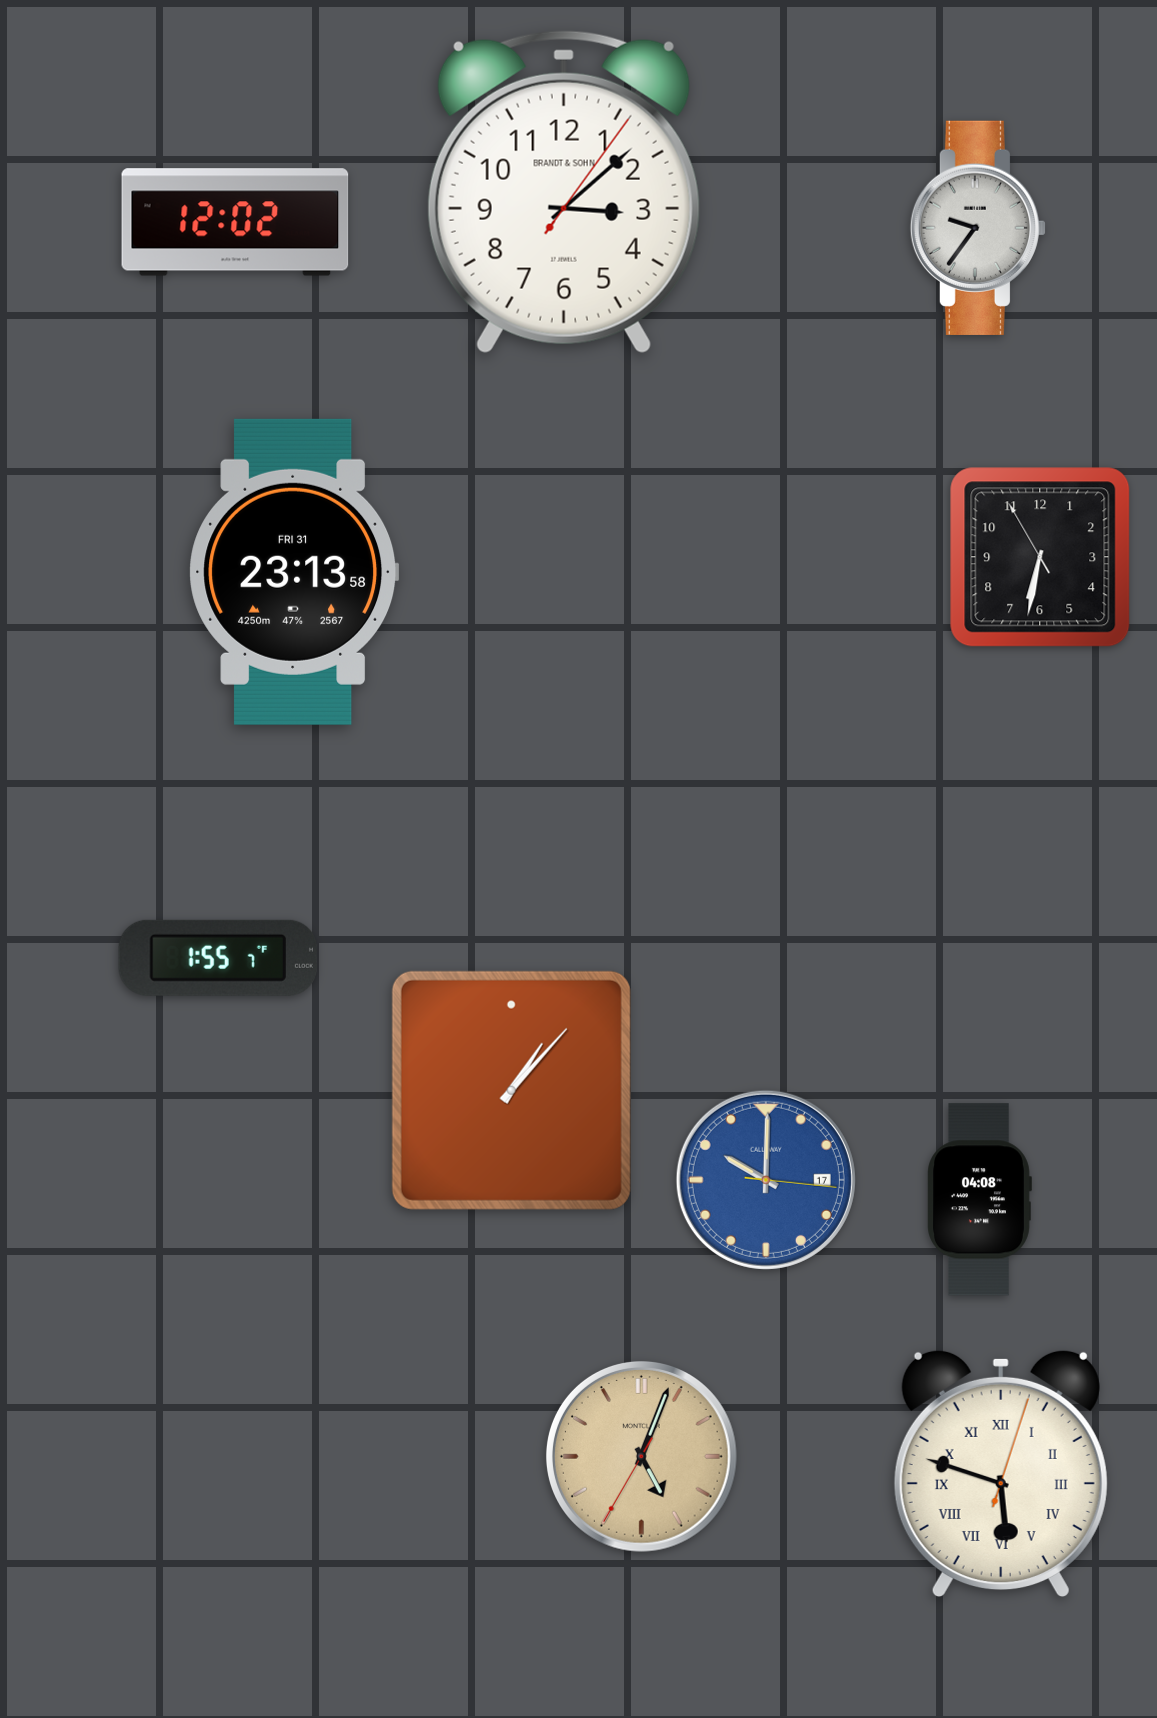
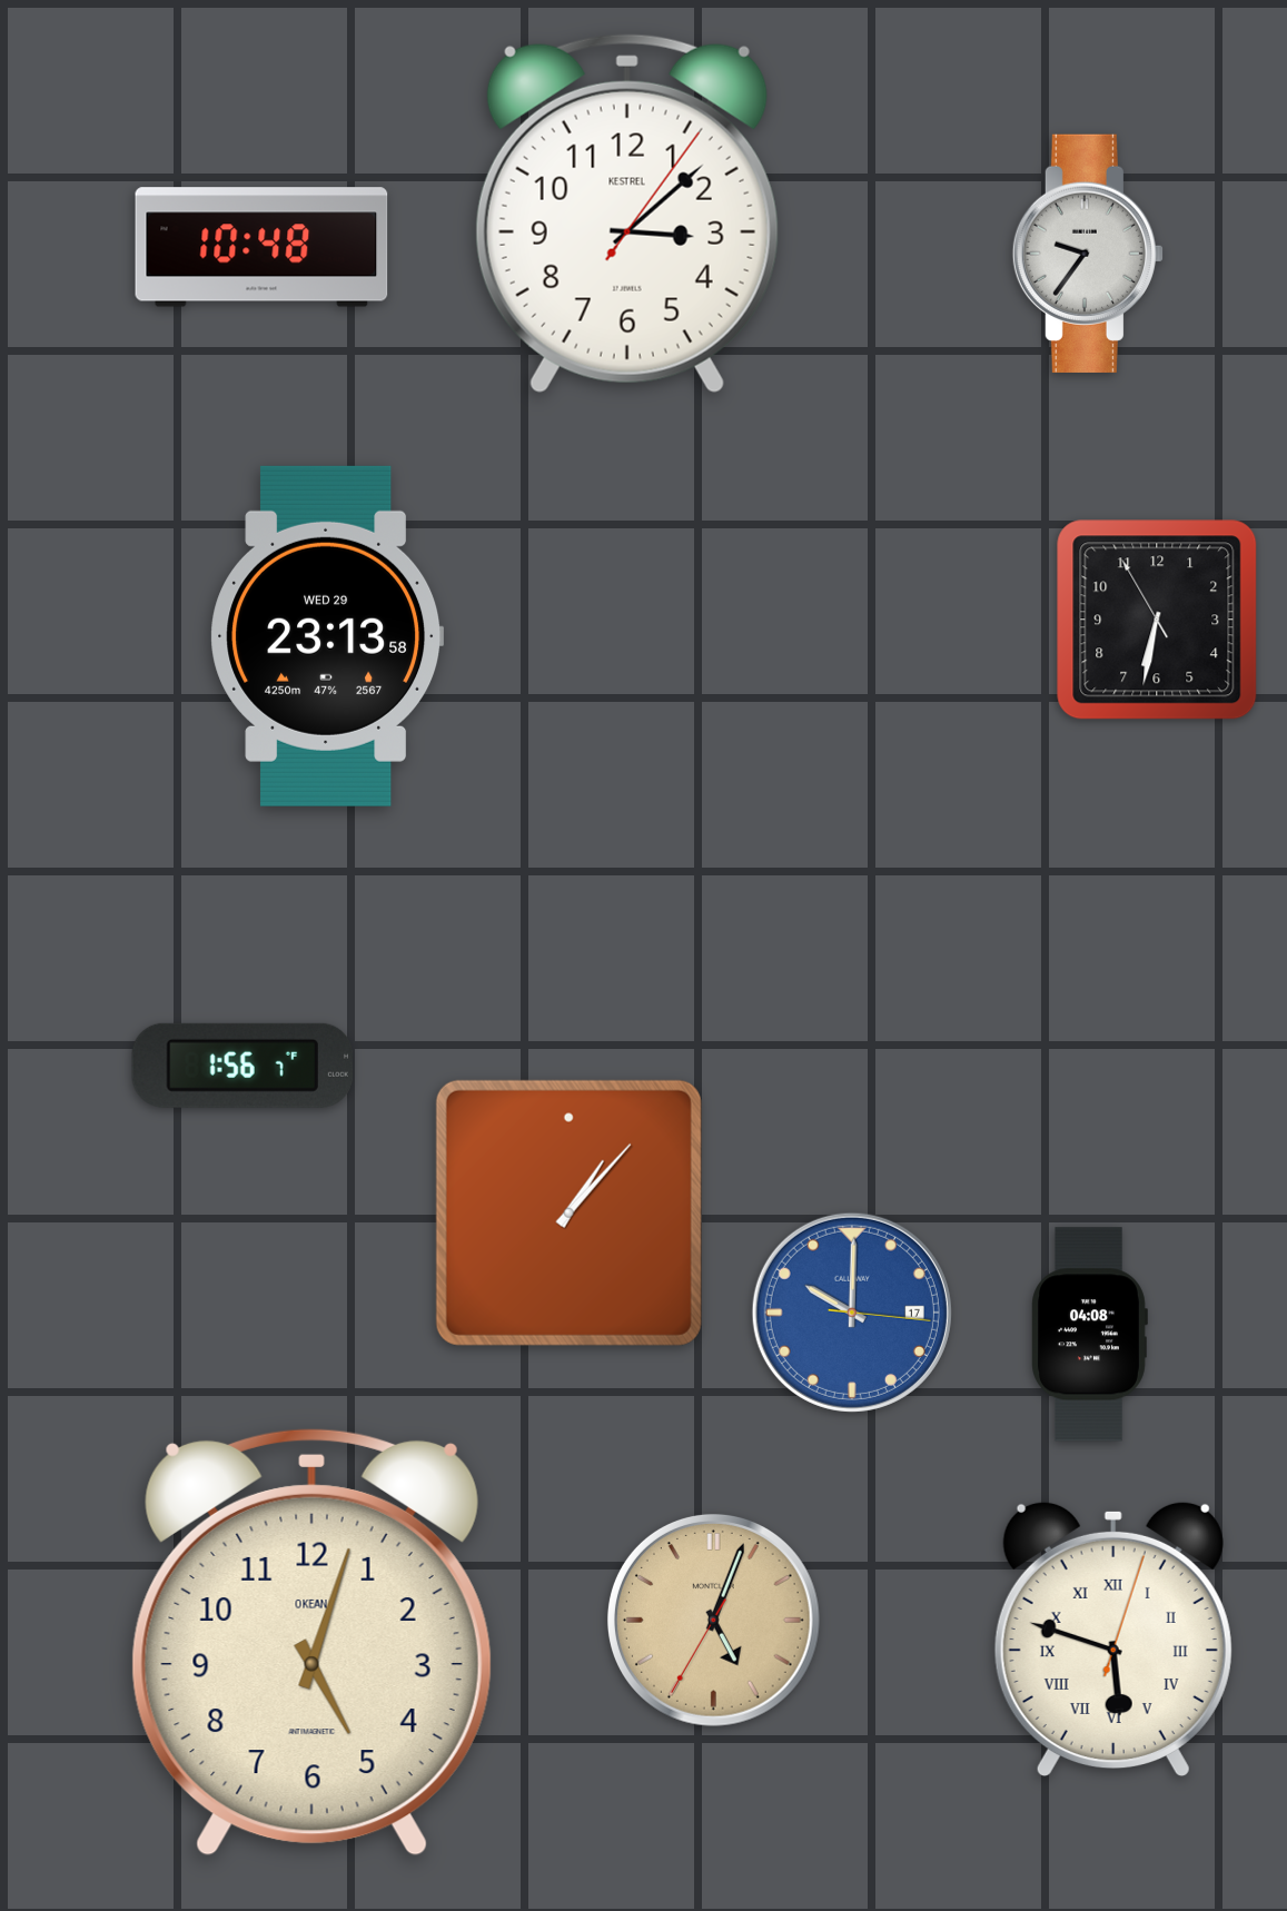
clock at (564, 192) brand: BRANDT & SOHN -> KESTREL
clock at (235, 222): 12:02 -> 10:48
clock at (294, 572) date: FRI 31 -> WED 29
clock at (218, 958): 1:55 -> 1:56
clock at (311, 1642): none -> 5:03
